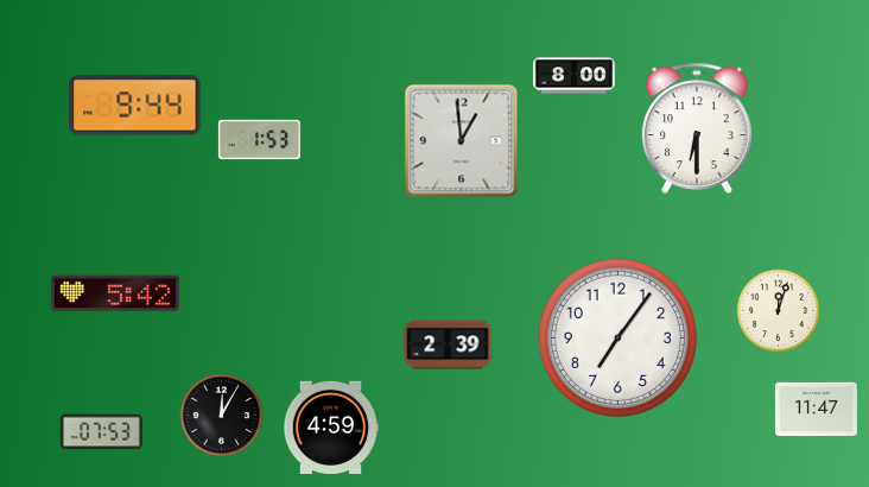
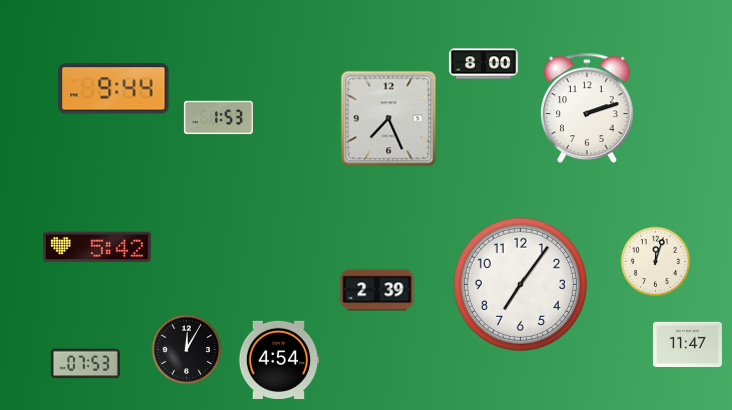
clock at (697, 128): 6:30 -> 2:12
clock at (462, 141): 12:59 -> 7:26
clock at (331, 428): 4:59 -> 4:54
